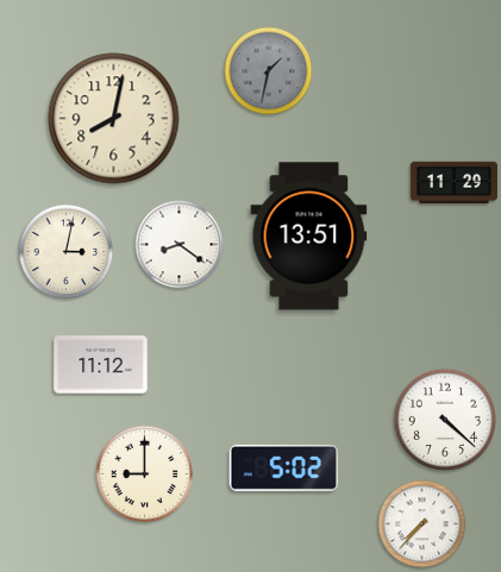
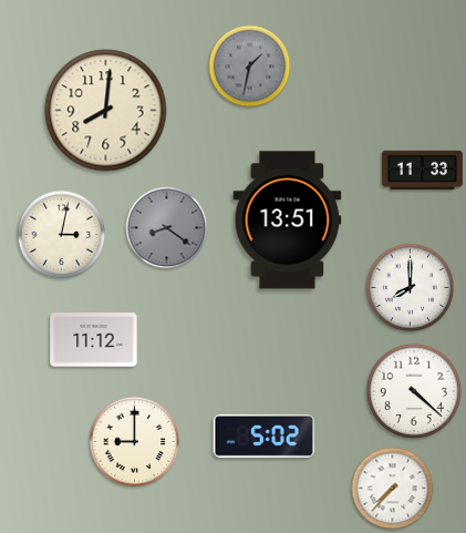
clock at (114, 119): 8:02 -> 8:01
clock at (453, 183): 11:29 -> 11:33
clock at (180, 245) dial: white -> grey
clock at (411, 288): none -> 8:00
